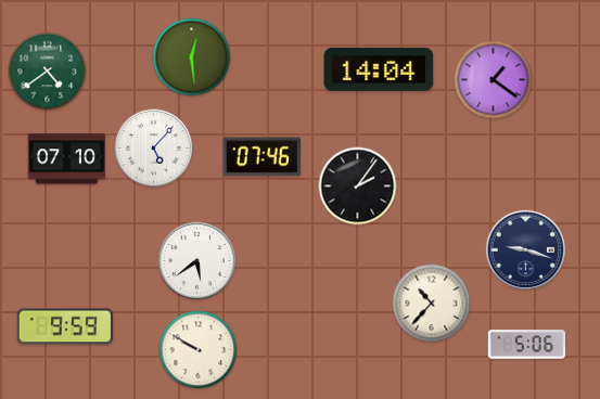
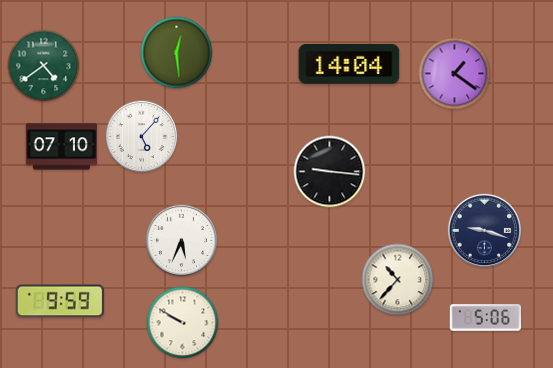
clock at (261, 157): 07:46 -> none
clock at (358, 186): 2:06 -> 9:16
clock at (197, 261): 5:39 -> 5:34
